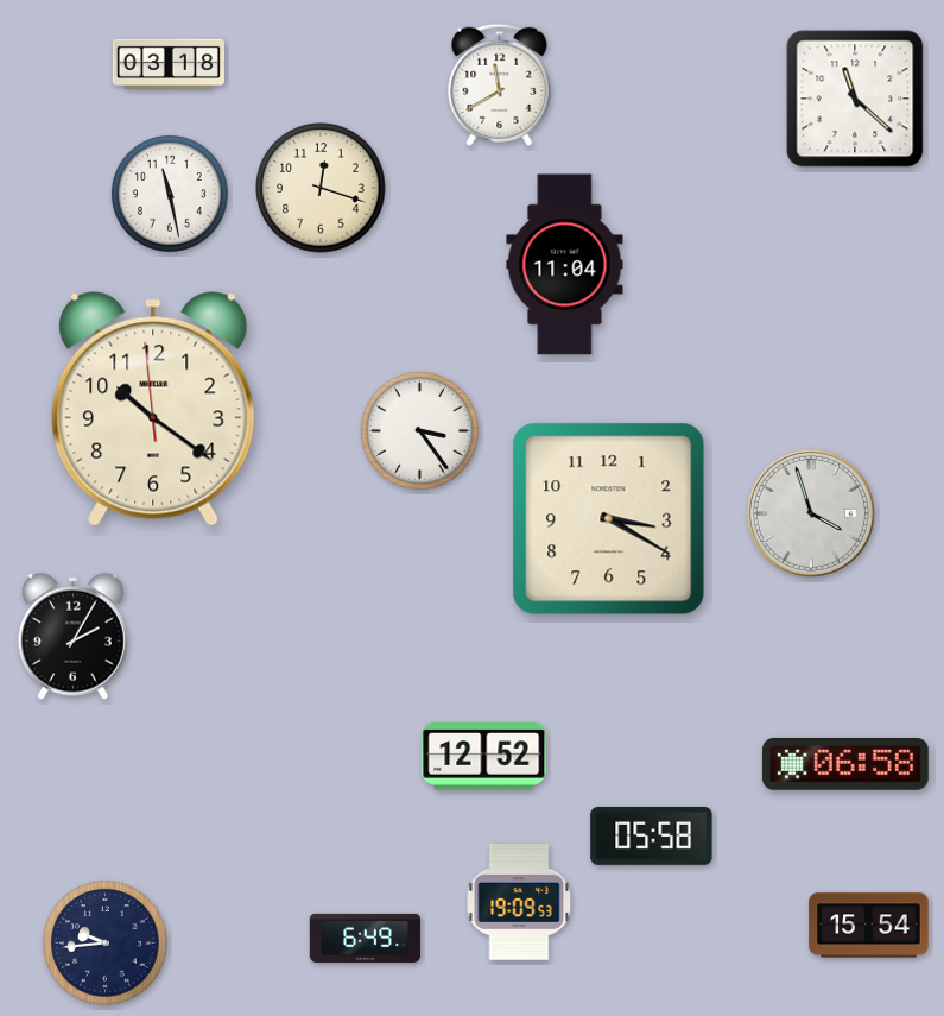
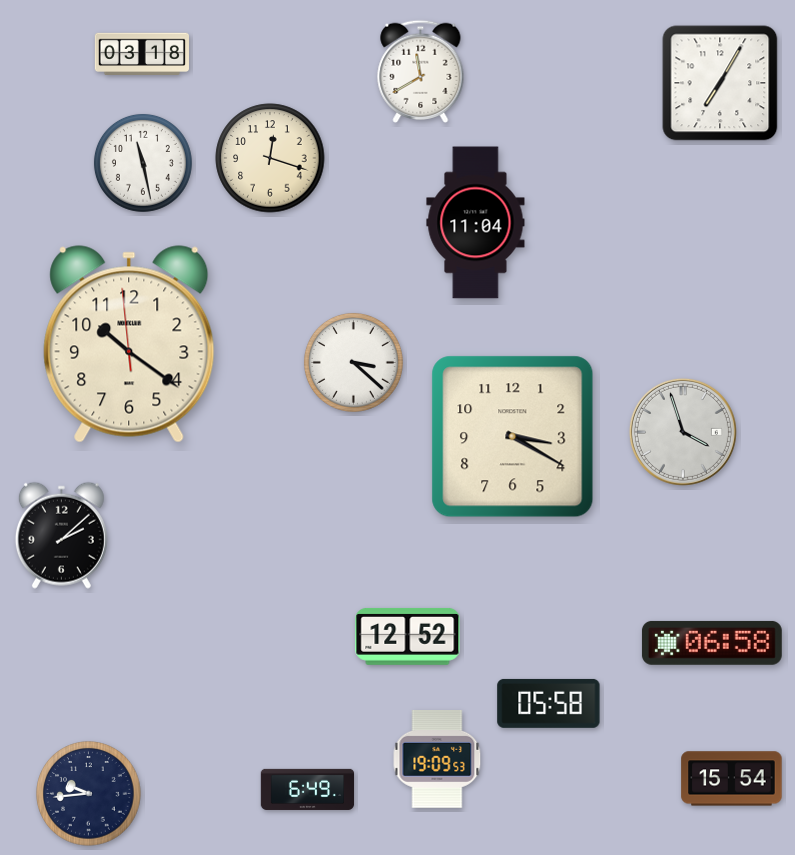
clock at (855, 99): 11:22 -> 7:05
clock at (419, 430): 3:24 -> 3:22
clock at (72, 636): 2:05 -> 2:08
